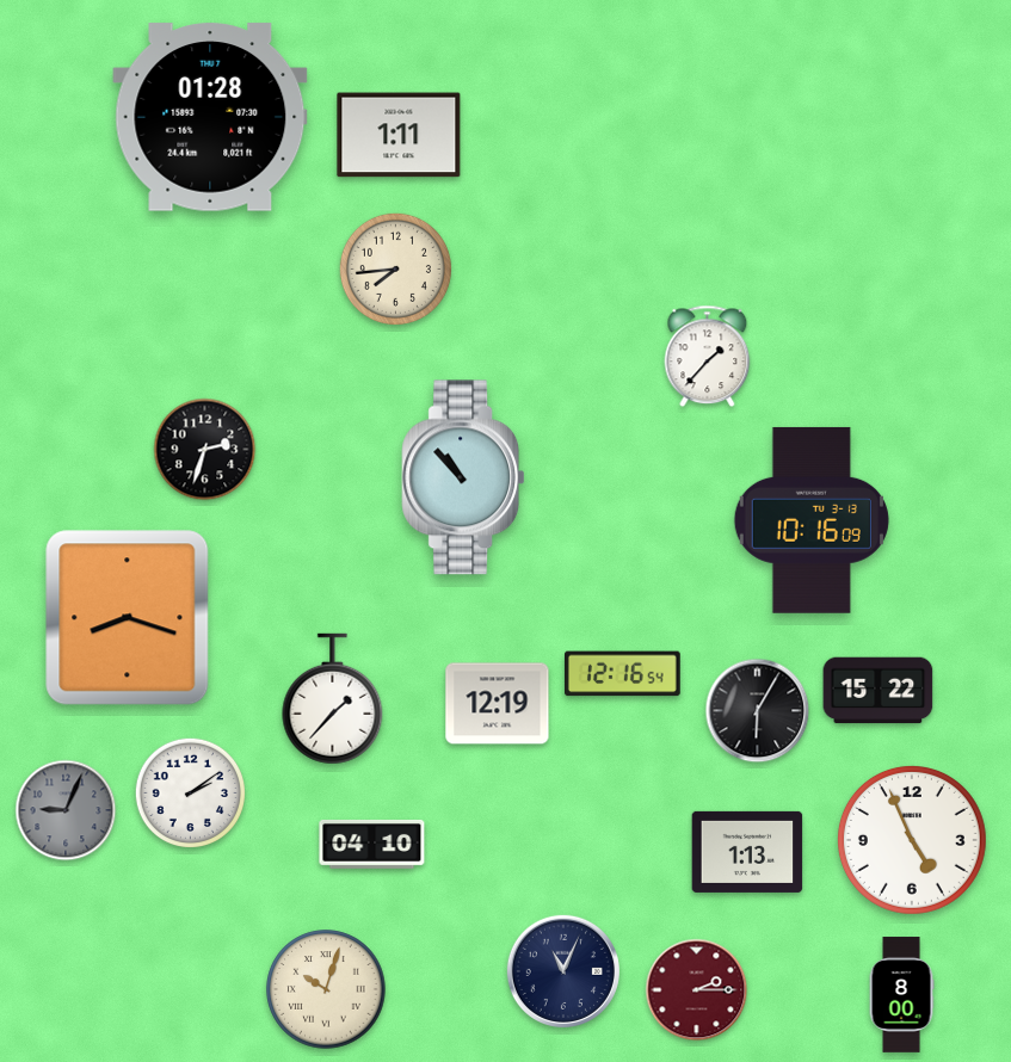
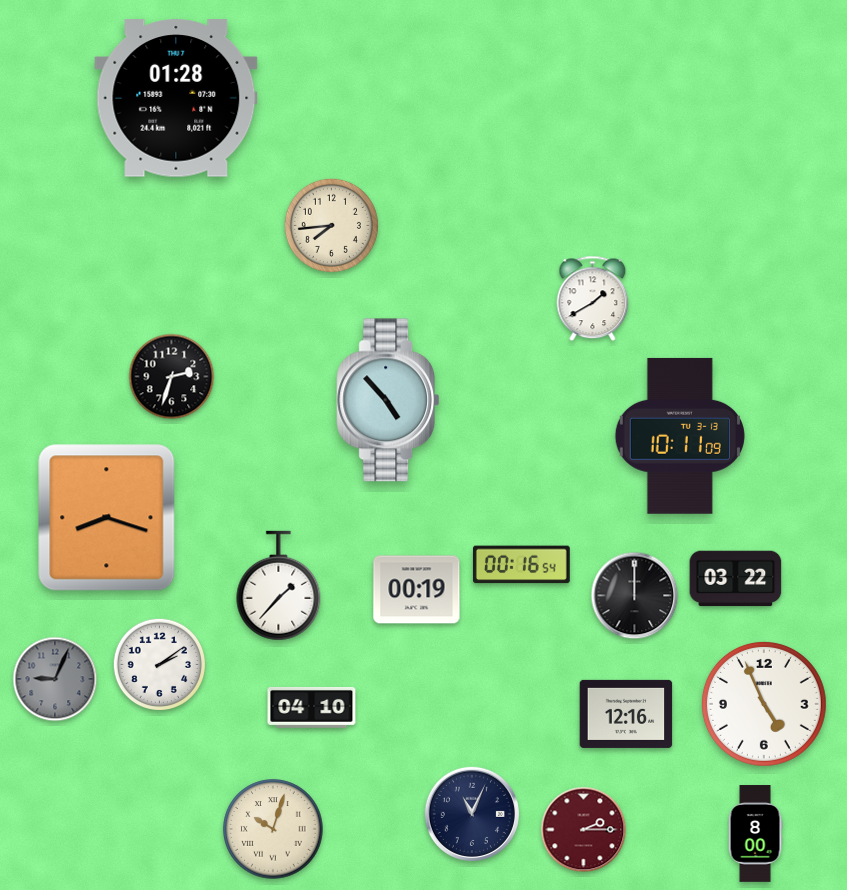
clock at (399, 135): 1:11 -> none
clock at (708, 357): 1:37 -> 1:40
clock at (463, 477): 10:53 -> 4:53
clock at (812, 520): 10:16 -> 10:11
clock at (622, 674): 12:16 -> 00:16
clock at (879, 691): 15:22 -> 03:22
clock at (498, 704): 12:19 -> 00:19
clock at (758, 711): 6:05 -> 12:00
clock at (747, 852): 1:13 -> 12:16
